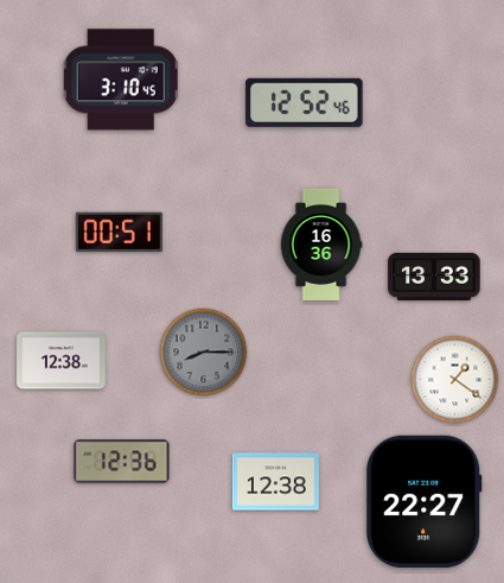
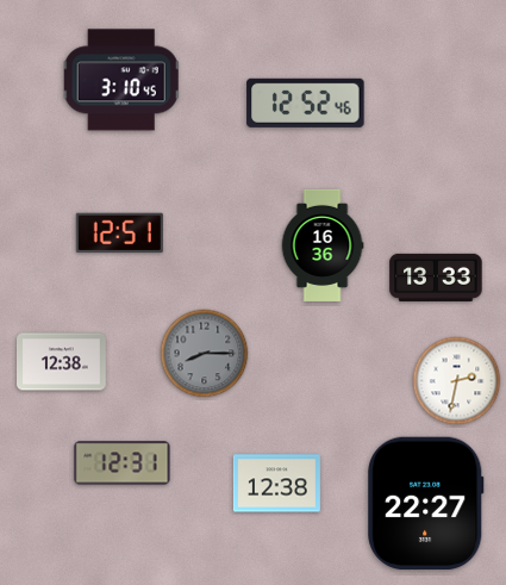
clock at (119, 232): 00:51 -> 12:51
clock at (455, 380): 1:21 -> 2:32
clock at (122, 462): 12:36 -> 12:31
